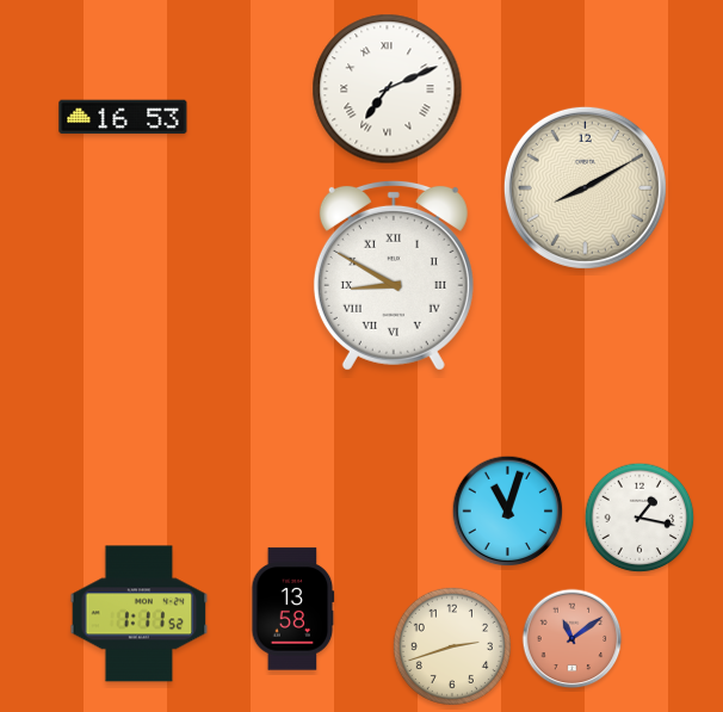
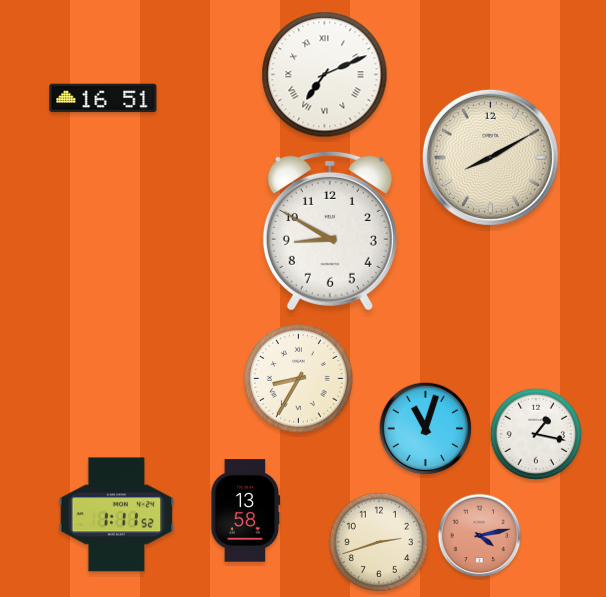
clock at (123, 117): 16:53 -> 16:51
clock at (394, 275) numerals: Roman -> Arabic
clock at (299, 378): none -> 8:35
clock at (573, 639): 11:09 -> 4:13
